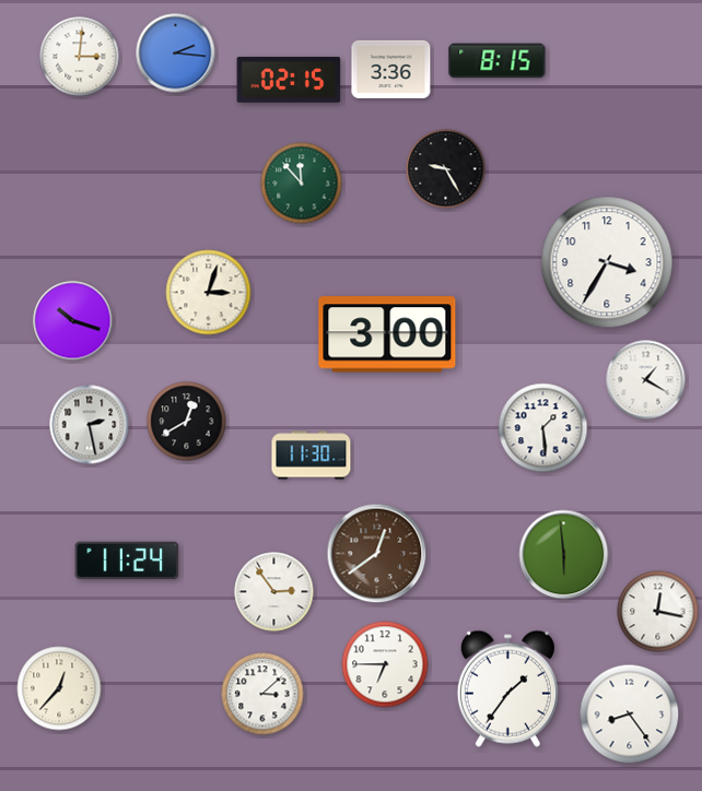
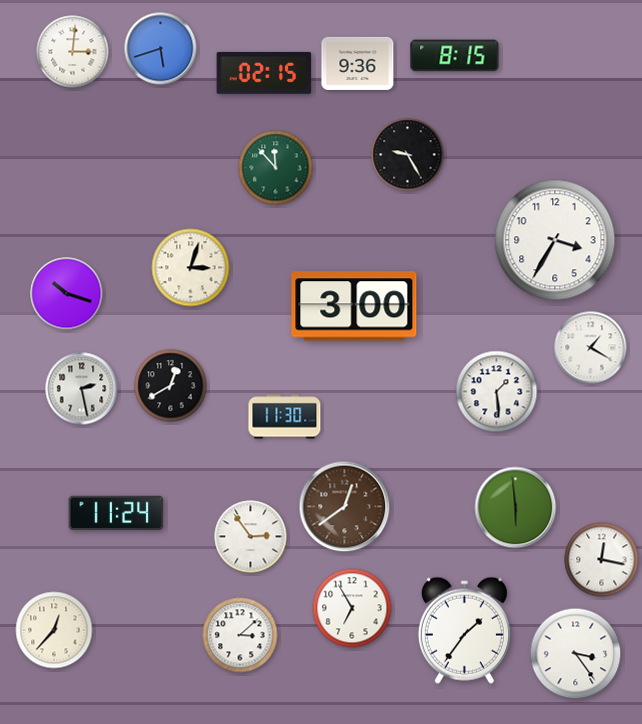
clock at (176, 54): 2:16 -> 5:42
clock at (391, 69): 3:36 -> 9:36
clock at (274, 592) position: (274, 592) -> (251, 537)
clock at (385, 664): 6:45 -> 6:55
clock at (630, 715): 8:24 -> 3:24
